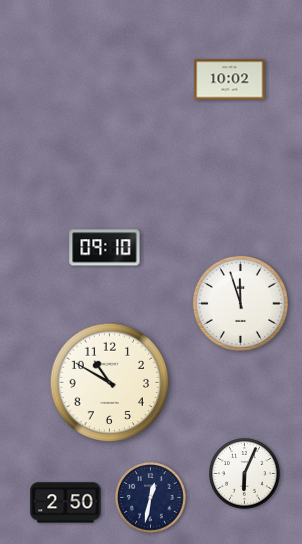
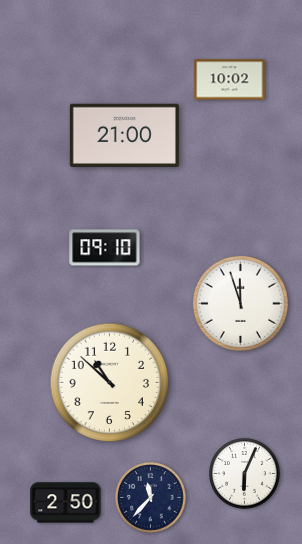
clock at (124, 135): none -> 21:00
clock at (109, 382): 10:50 -> 10:52
clock at (151, 498): 12:32 -> 11:37
